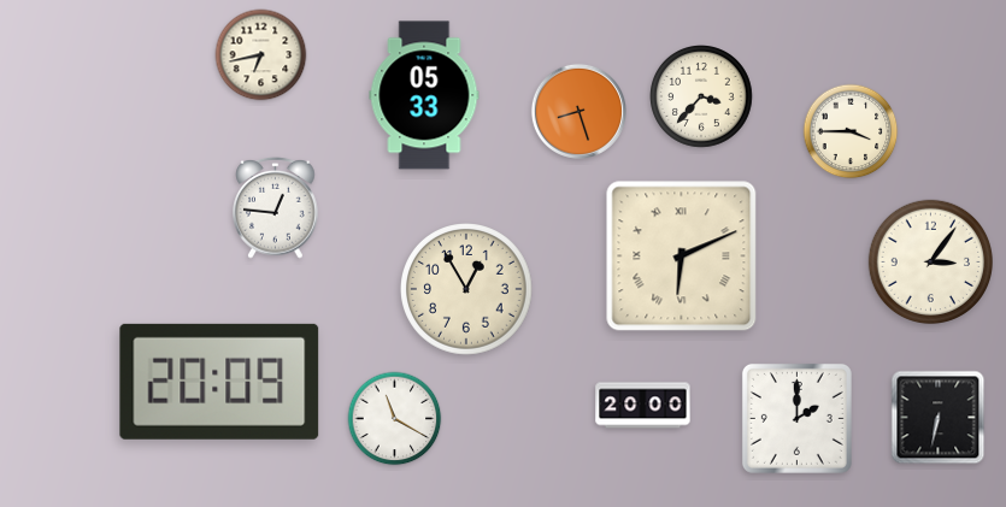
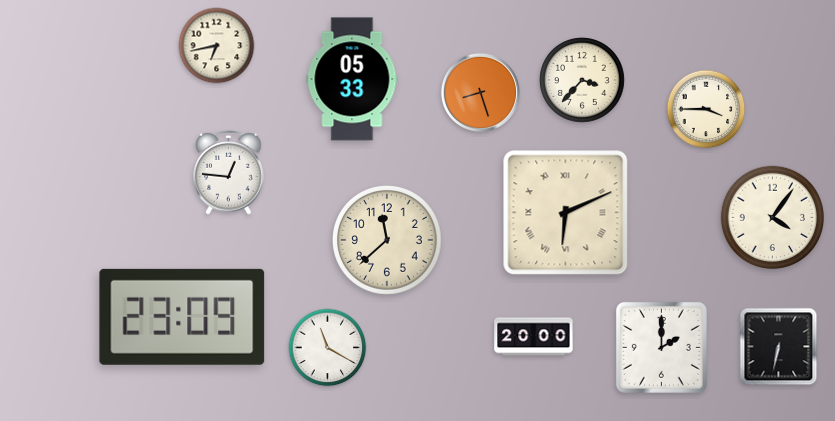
clock at (931, 263): 3:06 -> 4:06
clock at (467, 290): 12:55 -> 11:38
clock at (219, 382): 20:09 -> 23:09
